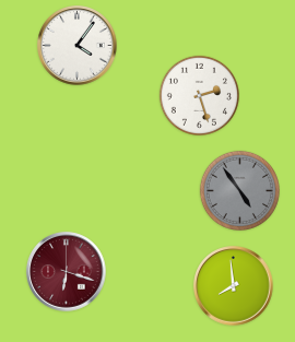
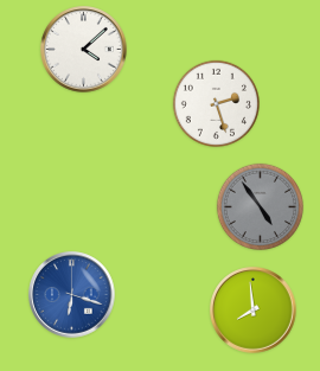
clock at (78, 46): 4:06 -> 4:08
clock at (67, 272) dial: burgundy -> blue
